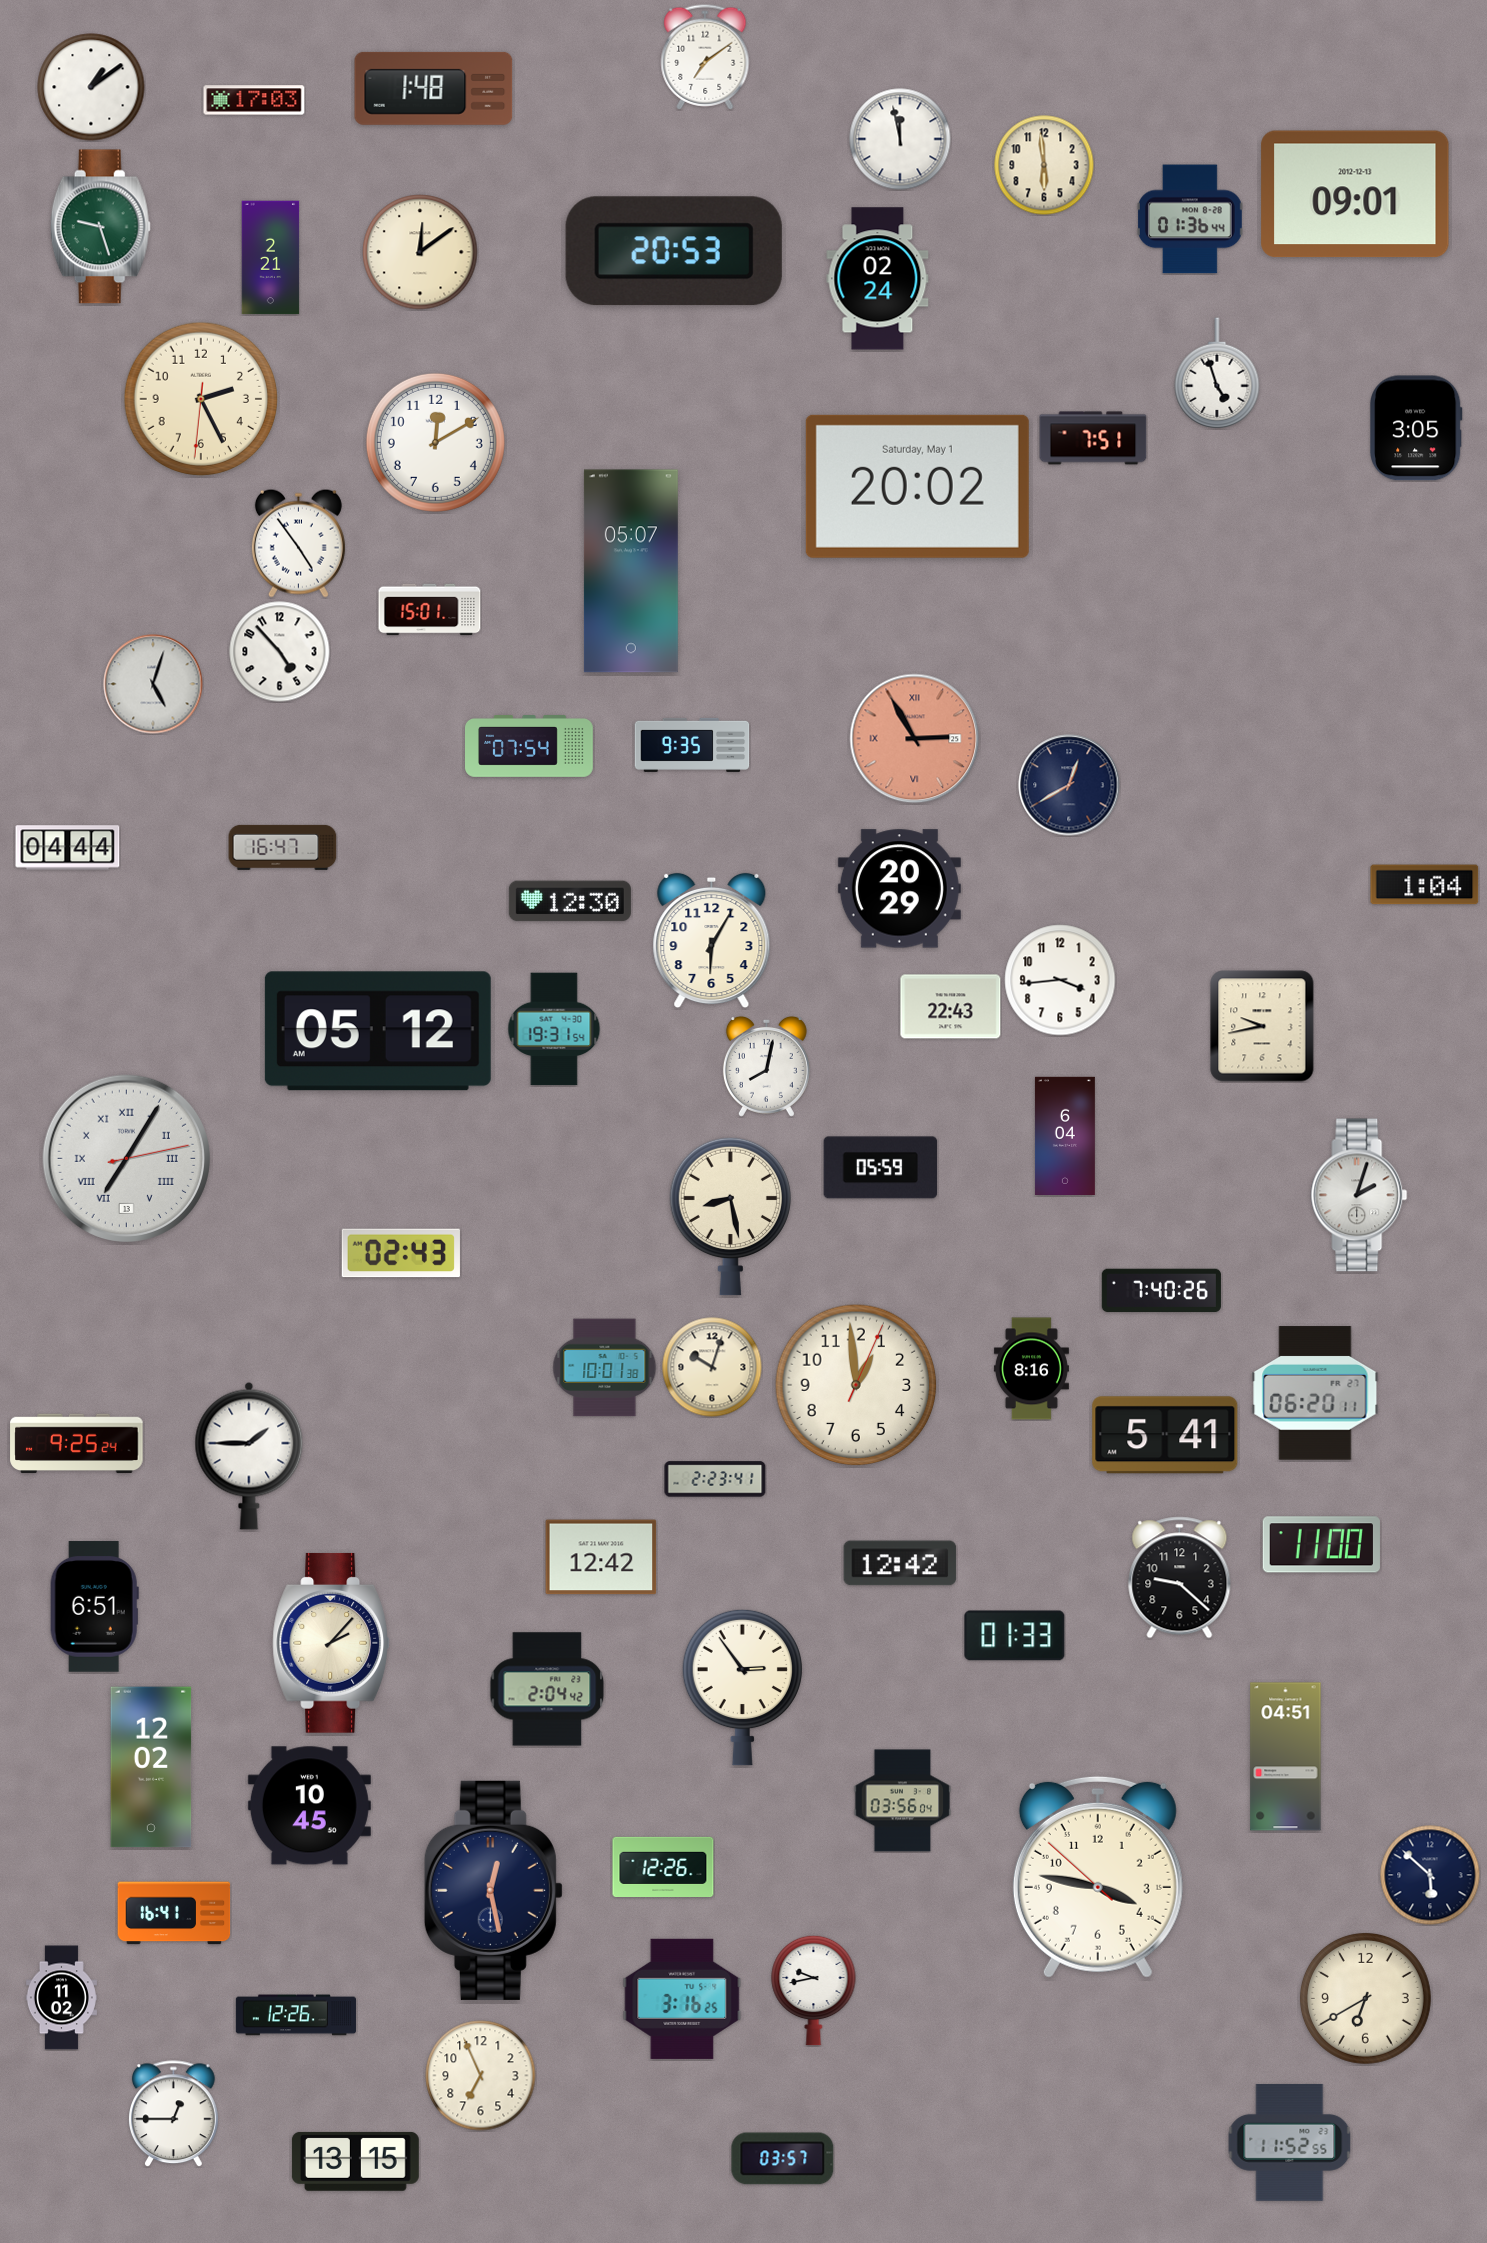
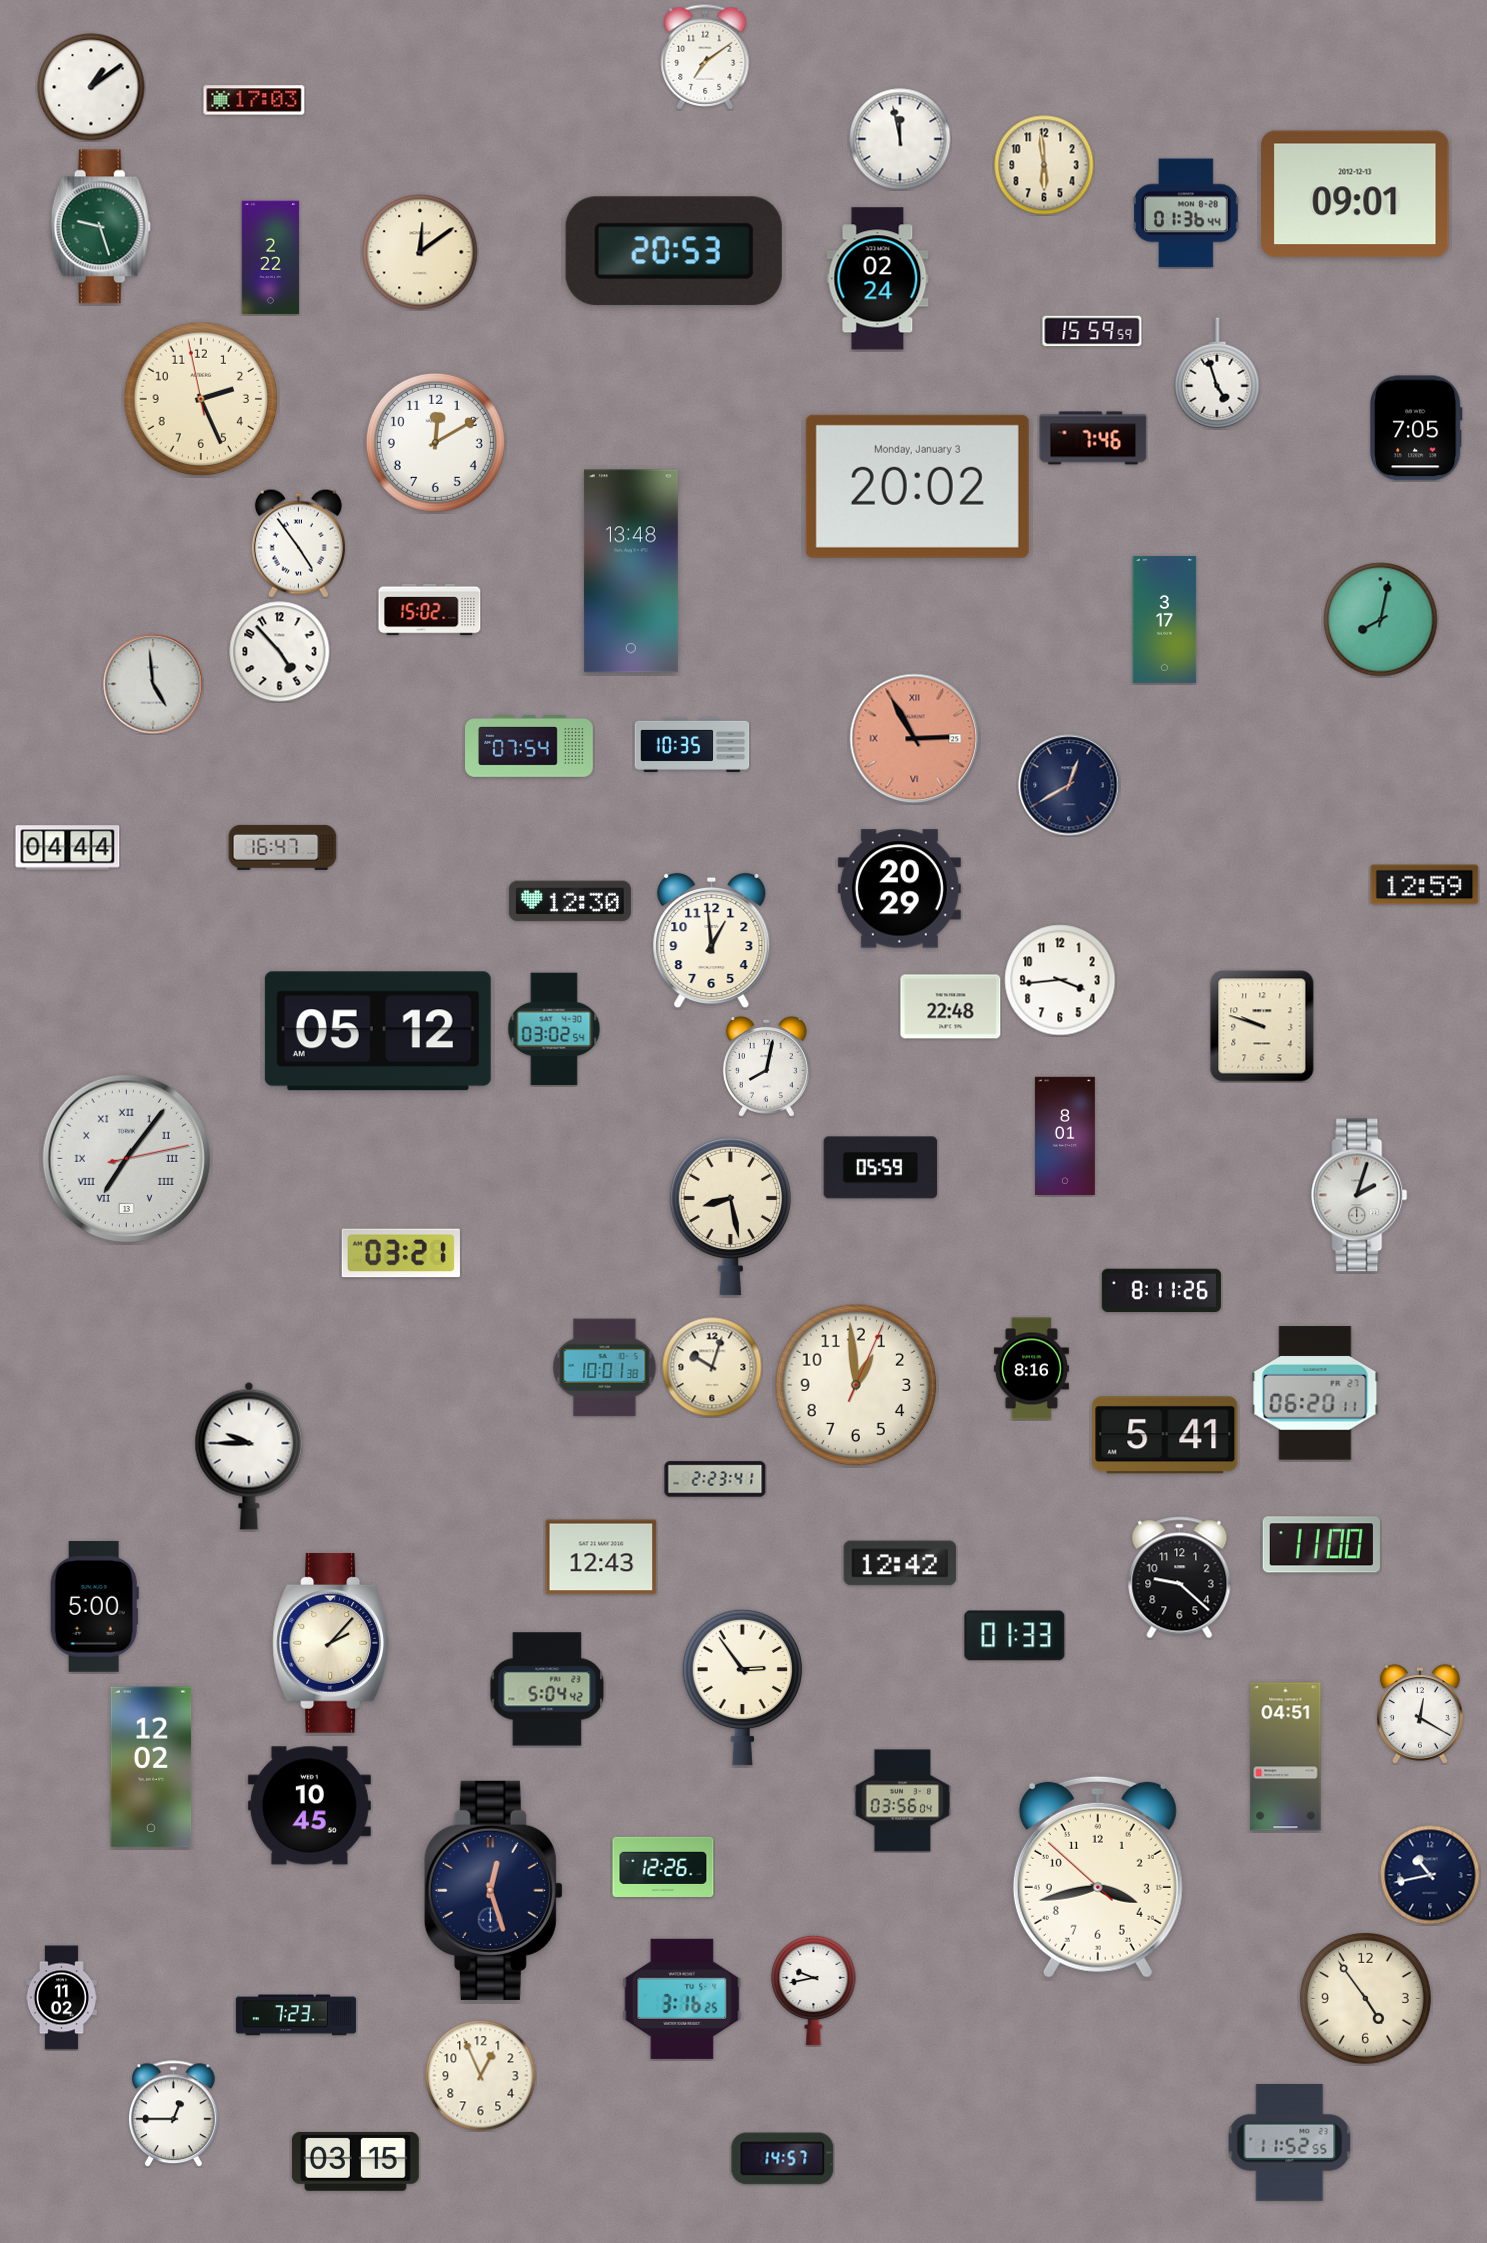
clock at (434, 88): 1:48 -> none
clock at (1190, 219) position: (1190, 219) -> (1186, 213)
clock at (271, 258): 2:21 -> 2:22
clock at (1092, 331): none -> 15:59
clock at (201, 399): 2:25:31 -> 2:25:58
clock at (1417, 428): 3:05 -> 7:05
clock at (1093, 438): 7:51 -> 7:46
clock at (917, 486) date: Saturday, May 1 -> Monday, January 3
clock at (631, 571): 05:07 -> 13:48
clock at (430, 610): 15:01 -> 15:02
clock at (1165, 619): none -> 3:17
clock at (1381, 620): none -> 8:02
clock at (153, 684): 5:03 -> 4:59
clock at (692, 745): 9:35 -> 10:35
clock at (1425, 885): 1:04 -> 12:59
clock at (712, 941): 6:05 -> 12:59
clock at (951, 1007): 22:43 -> 22:48
clock at (1262, 1026): 9:43 -> 9:48
clock at (554, 1029): 19:31 -> 03:02
clock at (1065, 1135): 6:04 -> 8:01
clock at (126, 1158): 7:05 -> 7:06
clock at (401, 1253): 02:43 -> 03:21
clock at (1161, 1291): 7:40 -> 8:11
clock at (77, 1444): 9:25 -> none
clock at (249, 1456): 1:45 -> 9:45
clock at (601, 1557): 12:42 -> 12:43
clock at (94, 1607): 6:51 -> 5:00
clock at (547, 1689): 2:04 -> 5:04
clock at (1421, 1714): none -> 12:20
clock at (1430, 1875): 5:52 -> 10:43
clock at (1098, 1877): 3:46 -> 3:42
clock at (493, 1890): 12:28 -> 12:27
clock at (174, 1913): 16:41 -> none
clock at (1365, 1998): 6:40 -> 4:54
clock at (296, 2015): 12:26 -> 7:23
clock at (481, 2076): 6:56 -> 12:56
clock at (783, 2159): 03:57 -> 14:57
clock at (355, 2161): 13:15 -> 03:15
